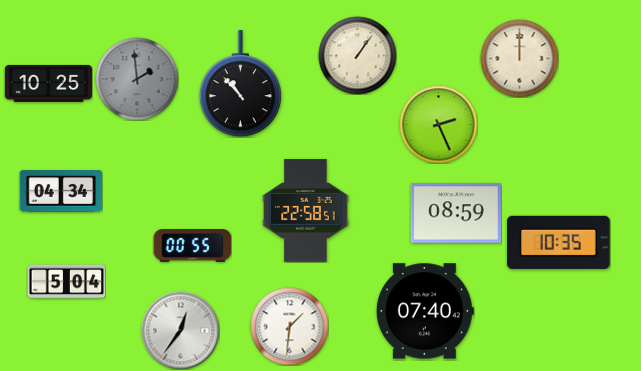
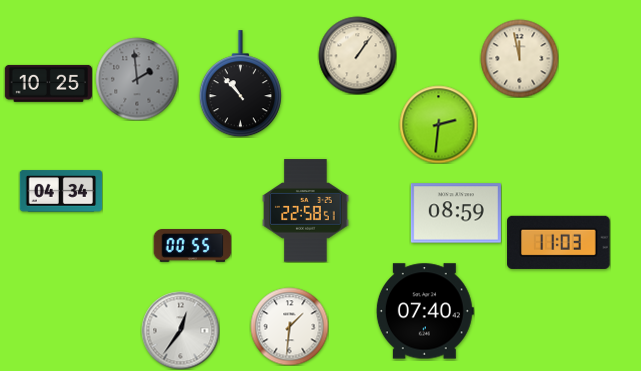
clock at (519, 58): 12:00 -> 11:58
clock at (438, 124): 2:26 -> 2:31
clock at (559, 242): 10:35 -> 11:03
clock at (66, 282): 5:04 -> none
